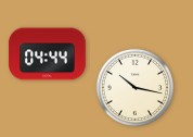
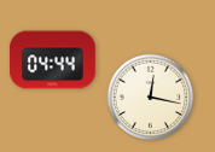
clock at (136, 88): 10:17 -> 12:17
